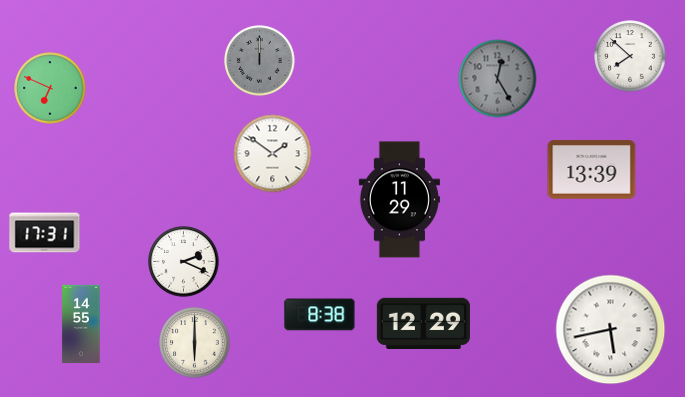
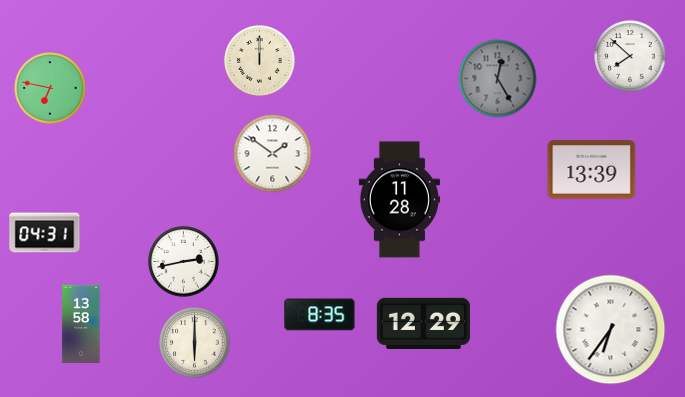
clock at (260, 61) dial: grey -> cream
clock at (50, 88): 6:49 -> 6:47
clock at (399, 200): 11:29 -> 11:28
clock at (45, 233): 17:31 -> 04:31
clock at (184, 262): 2:19 -> 2:43
clock at (320, 315): 8:38 -> 8:35
clock at (81, 324): 14:55 -> 13:58
clock at (611, 330): 5:43 -> 6:36
